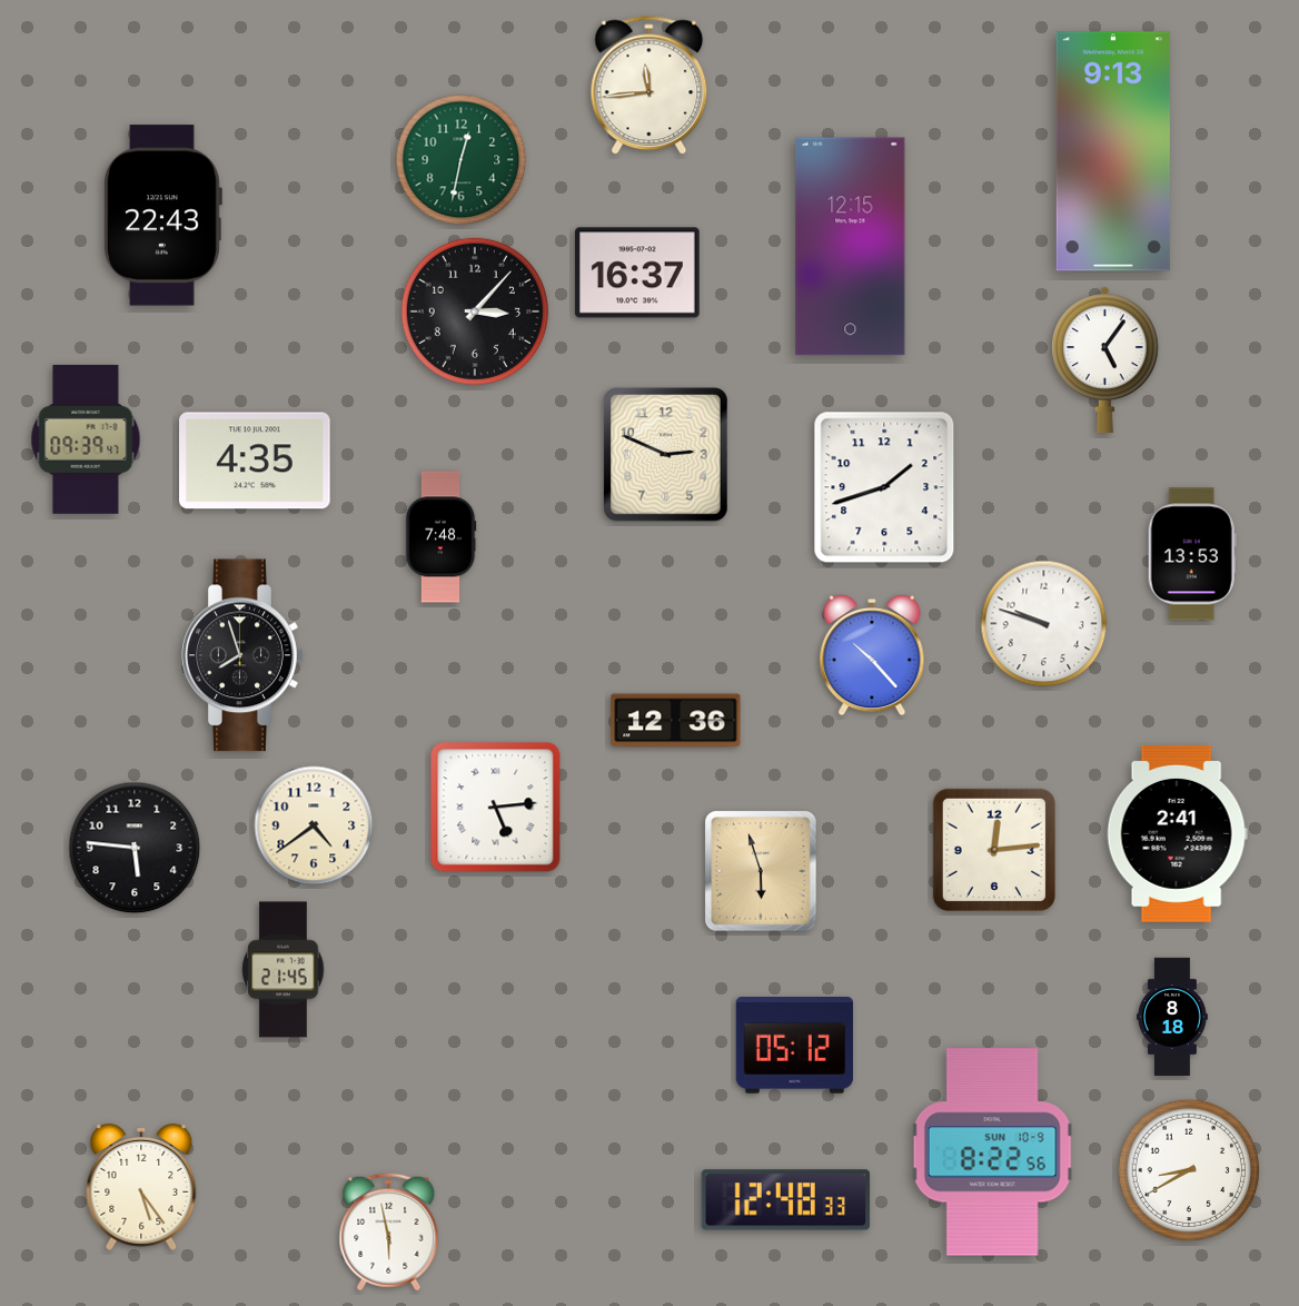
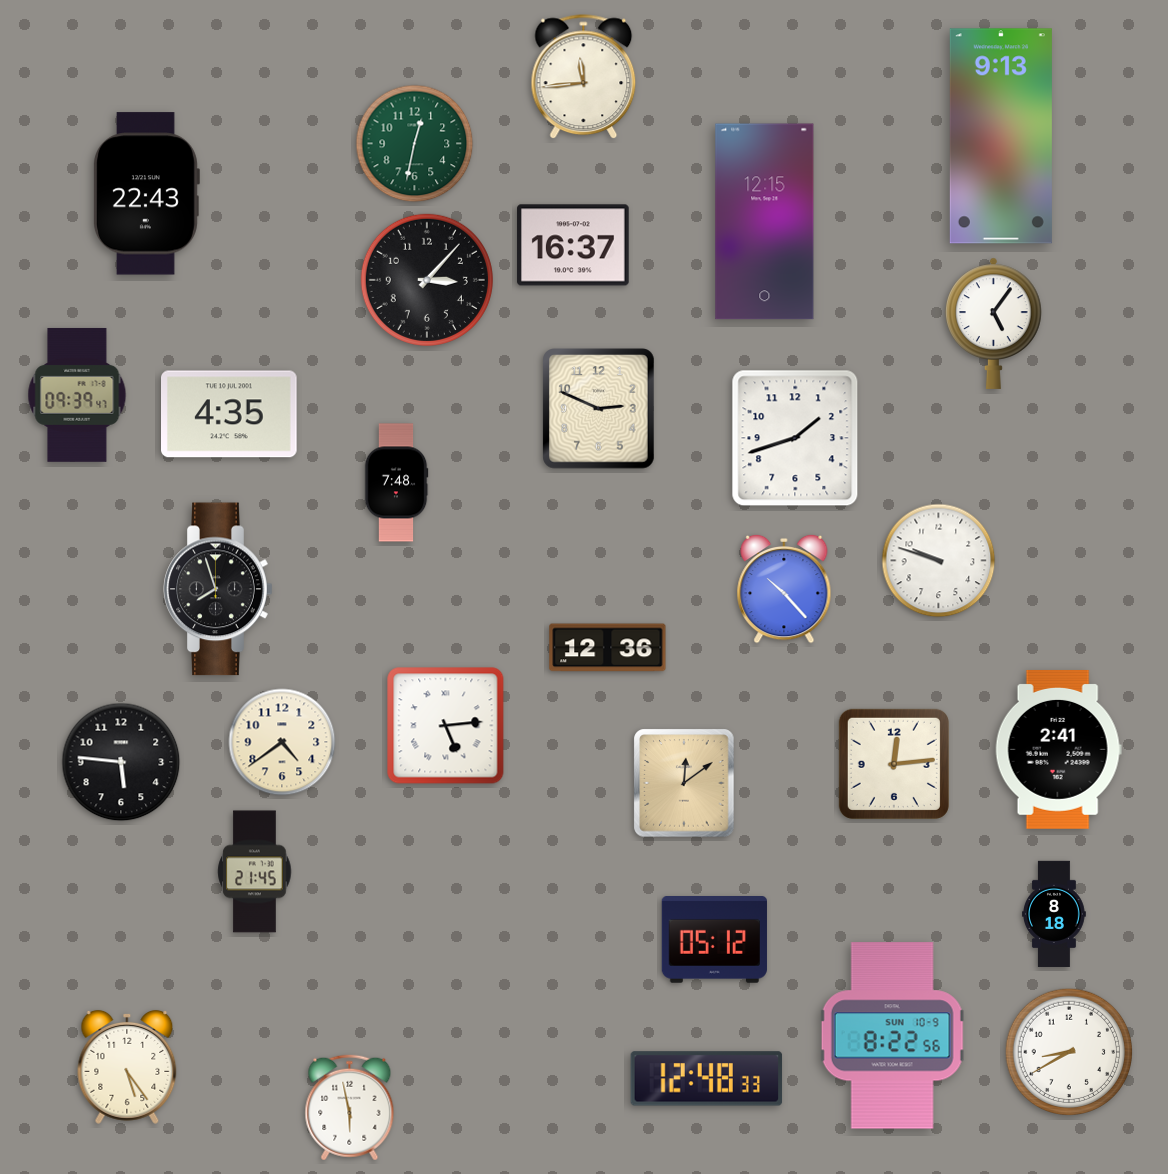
clock at (1192, 554): 13:53 -> none
clock at (761, 871): 5:57 -> 12:09
